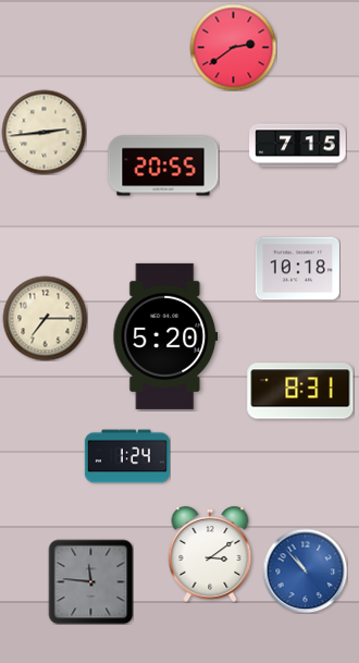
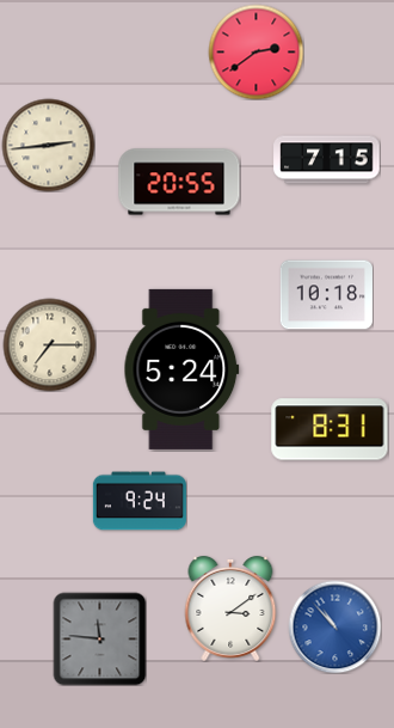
clock at (45, 318) position: (45, 318) -> (49, 344)
clock at (165, 336): 5:20 -> 5:24
clock at (127, 456): 1:24 -> 9:24
